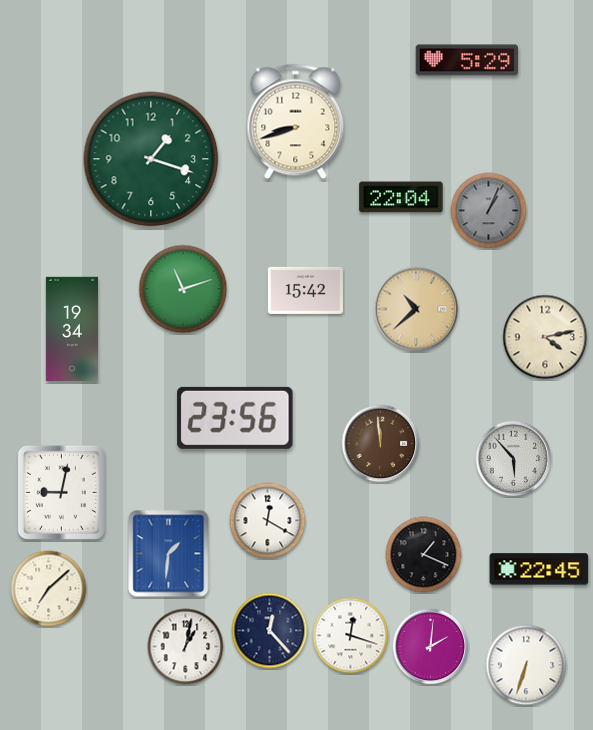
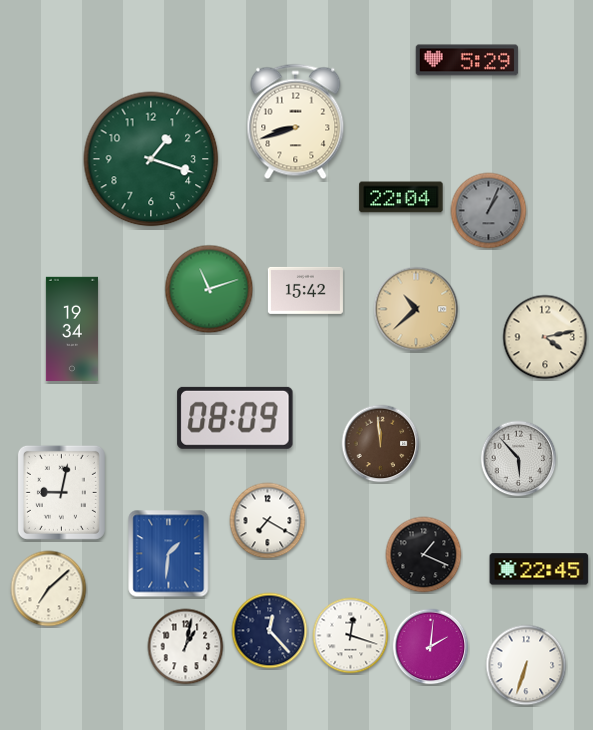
clock at (183, 289) position: (183, 289) -> (209, 289)
clock at (235, 418): 23:56 -> 08:09
clock at (514, 459) position: (514, 459) -> (519, 459)
clock at (268, 521): 12:20 -> 7:20
